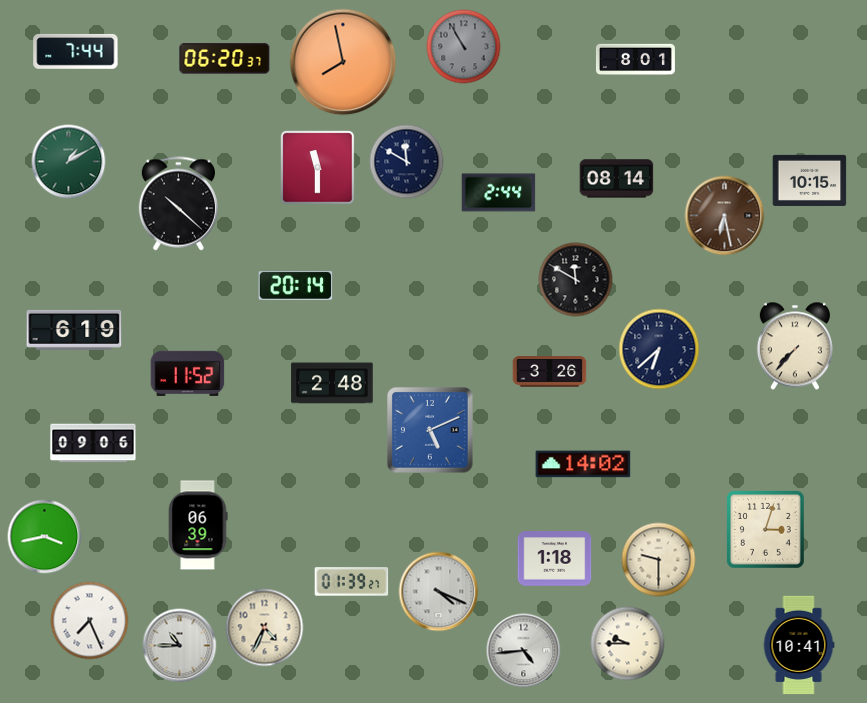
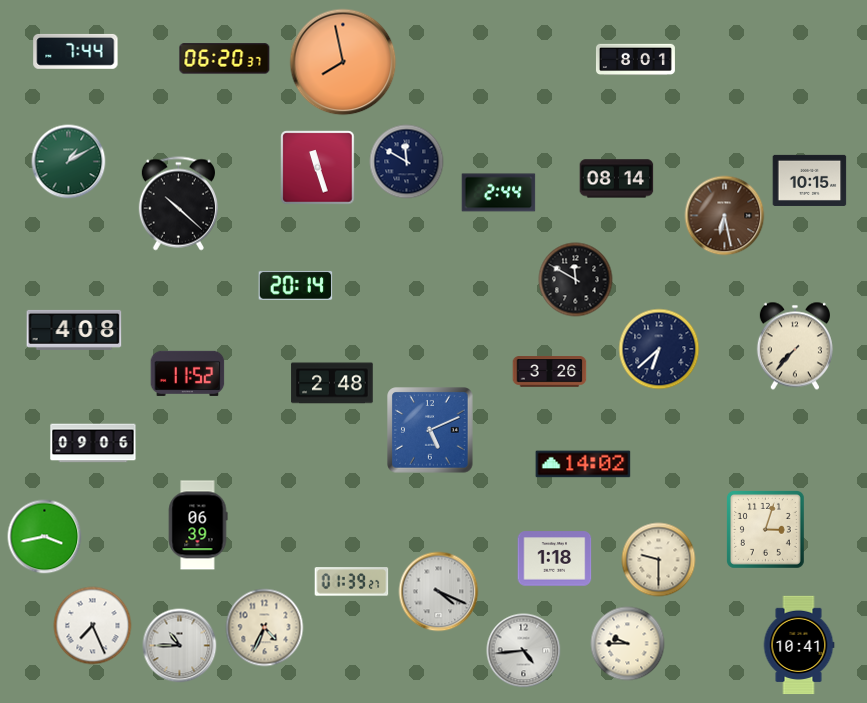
clock at (464, 47): 10:55 -> none
clock at (318, 168): 11:30 -> 11:27
clock at (74, 330): 6:19 -> 4:08
clock at (90, 621) position: (90, 621) -> (93, 626)
